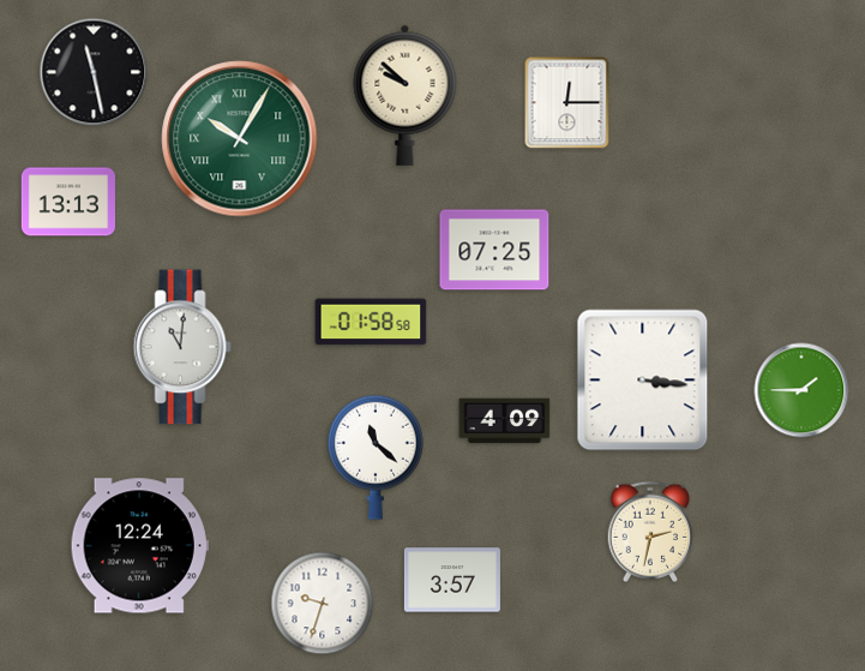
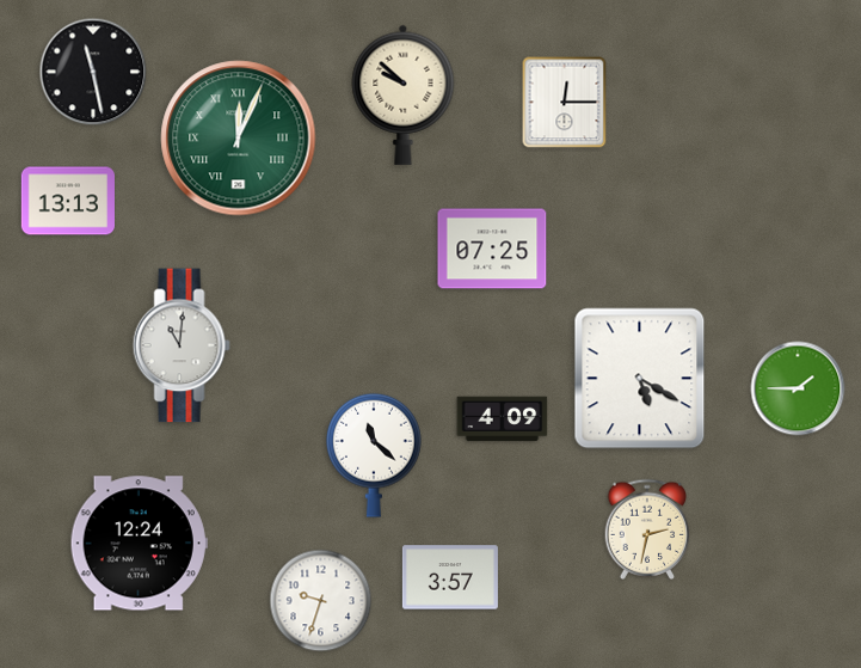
clock at (240, 139): 10:05 -> 12:04
clock at (371, 322): 01:58 -> none
clock at (643, 381): 3:16 -> 5:20
